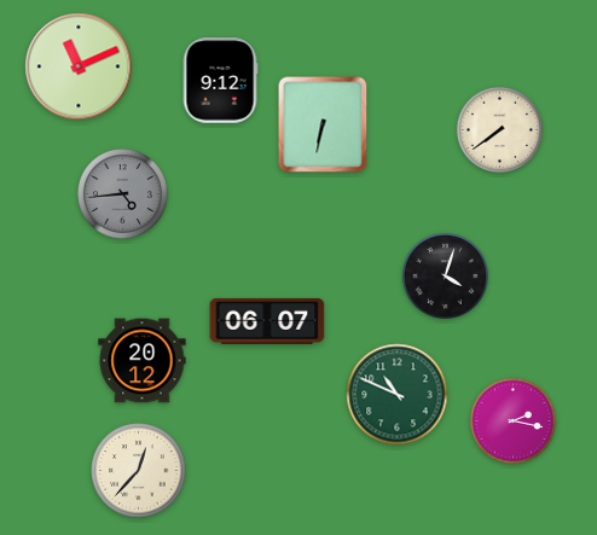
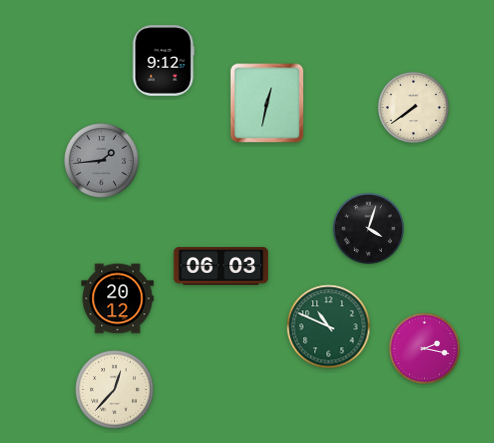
clock at (79, 66): 11:11 -> none
clock at (220, 81) position: (220, 81) -> (163, 61)
clock at (323, 124): 6:32 -> 12:32
clock at (123, 194): 4:44 -> 1:44
clock at (267, 321): 06:07 -> 06:03
